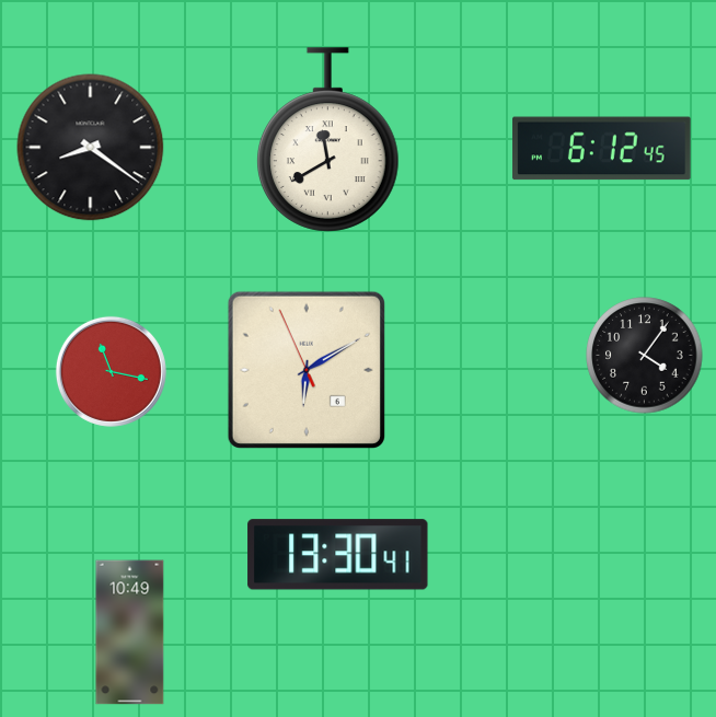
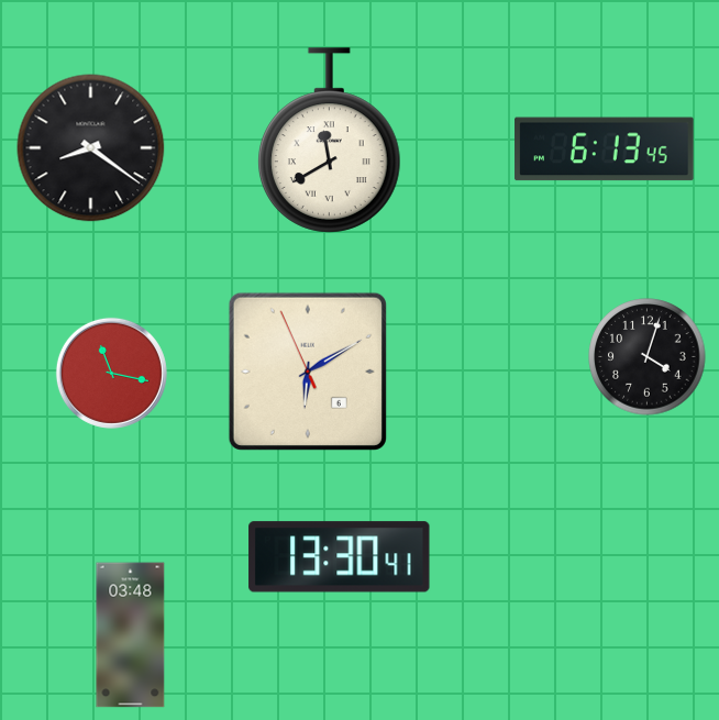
clock at (602, 149): 6:12 -> 6:13
clock at (645, 356): 4:06 -> 4:03
clock at (130, 633): 10:49 -> 03:48
